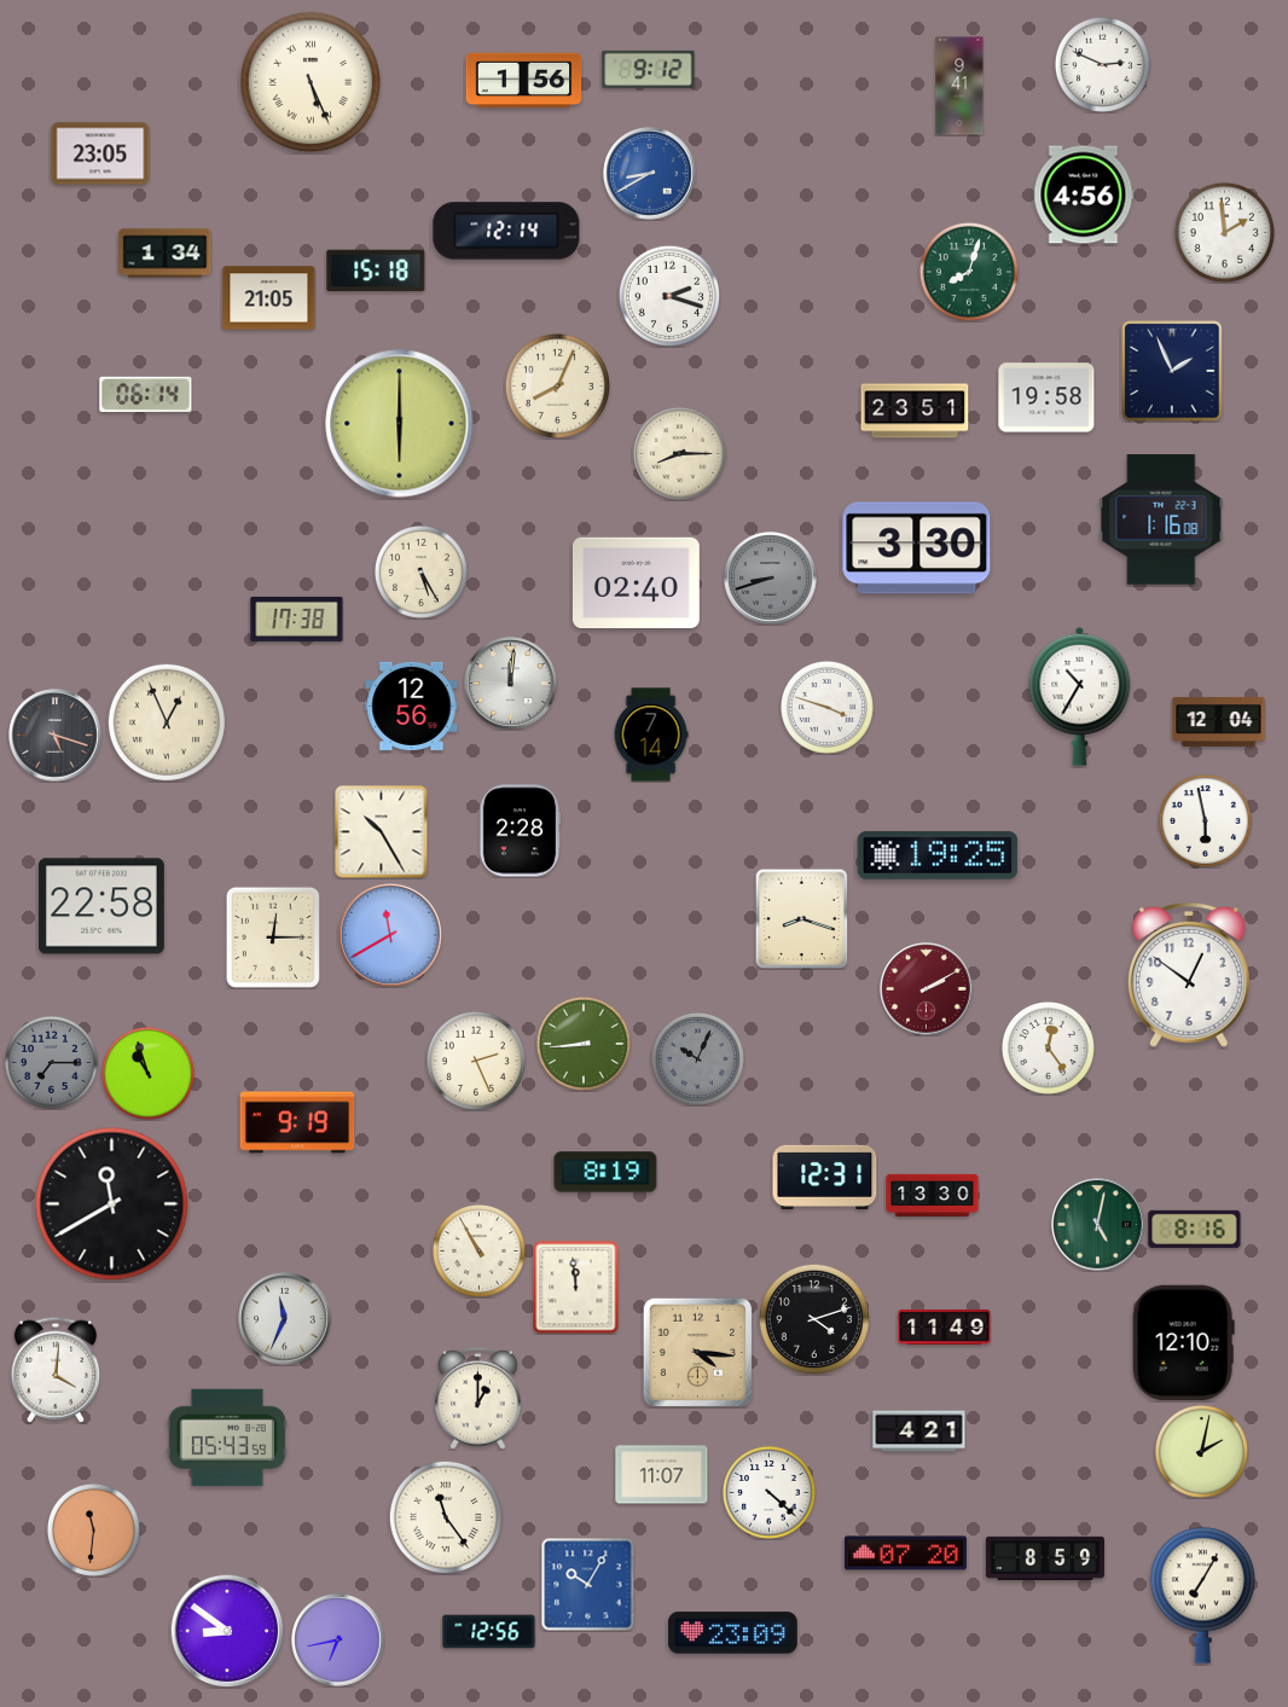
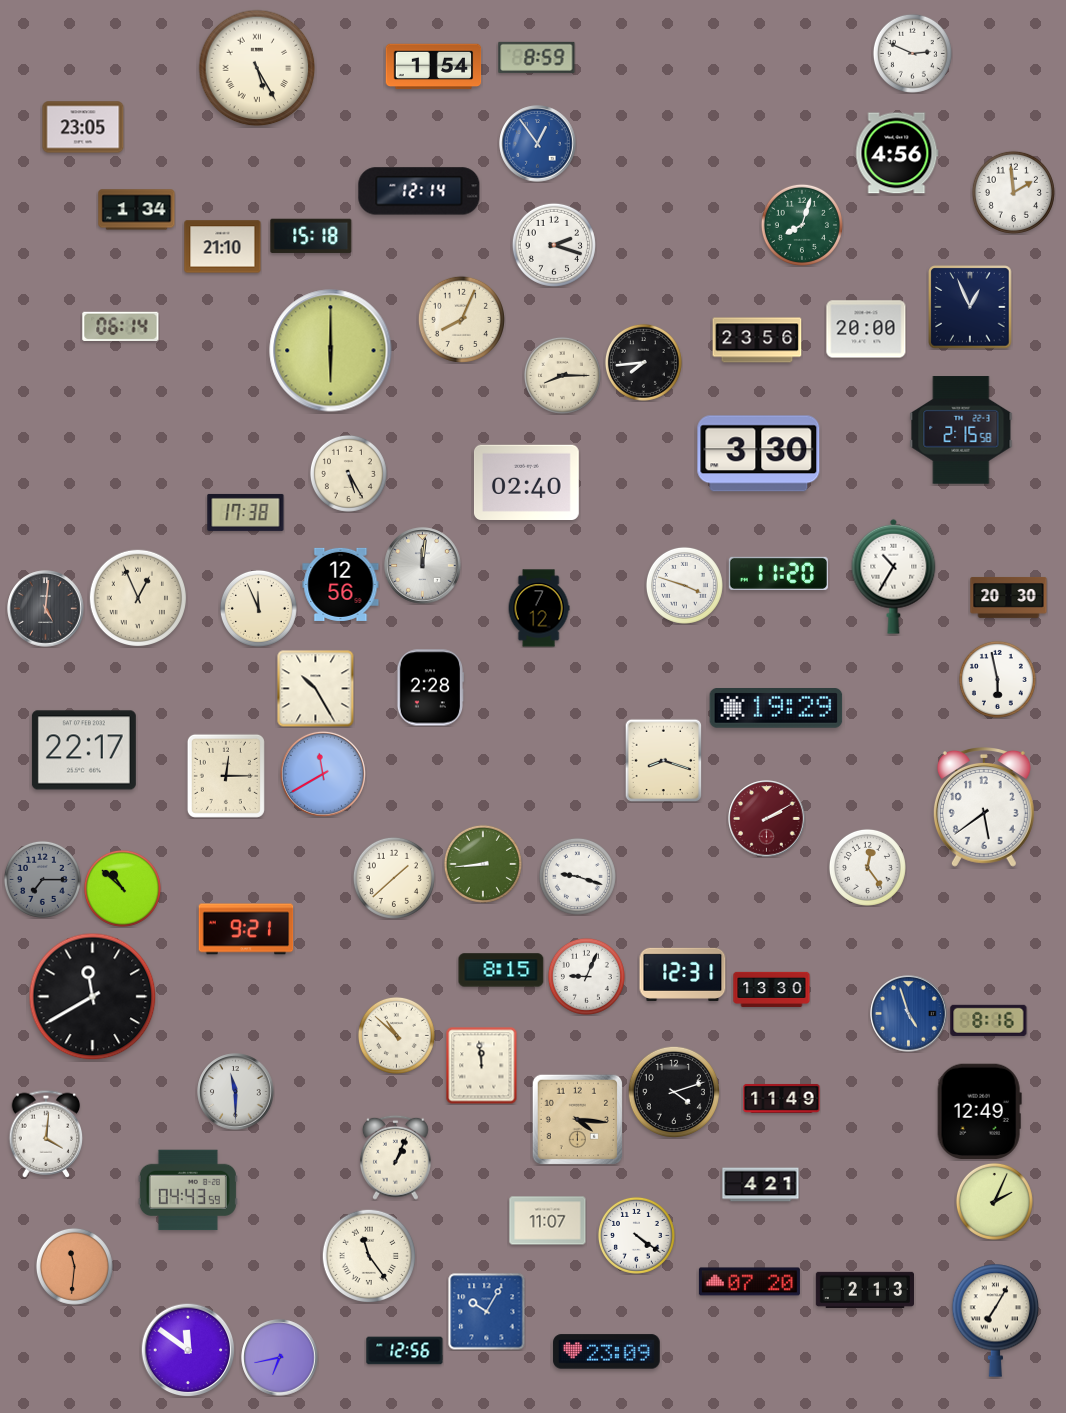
clock at (649, 69): 9:12 -> 8:59
clock at (524, 81): 1:56 -> 1:54
clock at (311, 82): 5:26 -> 5:25
clock at (959, 86): 9:41 -> none
clock at (650, 174): 8:40 -> 12:54
clock at (1084, 194) position: (1084, 194) -> (897, 153)
clock at (376, 269) position: (376, 269) -> (311, 235)
clock at (269, 298): 21:05 -> 21:10
clock at (1172, 371): 1:56 -> 12:56
clock at (1046, 397): 19:58 -> 20:00
clock at (915, 411): 23:51 -> 23:56
clock at (643, 362): none -> 7:44
clock at (1161, 519): 1:16 -> 2:15
clock at (771, 579): 8:42 -> none
clock at (778, 573): none -> 11:20
clock at (1219, 721): 12:04 -> 20:30
clock at (258, 608): none -> 11:56
clock at (651, 735): 7:14 -> 7:12
clock at (56, 736): 5:18 -> 5:01
clock at (938, 857): 19:25 -> 19:29
clock at (101, 906): 22:58 -> 22:17
clock at (1189, 976): 12:51 -> 5:39
clock at (697, 1058): 10:04 -> 9:18
clock at (697, 1058) dial: grey -> white
clock at (476, 1061): 2:26 -> 1:38
clock at (147, 1073): 10:57 -> 10:52
clock at (297, 1122): 9:19 -> 9:21
clock at (605, 1172): 8:19 -> 8:15
clock at (586, 976): none -> 9:04
clock at (1098, 1225): 5:02 -> 4:57
clock at (1098, 1225) dial: green -> blue
clock at (1195, 1229) position: (1195, 1229) -> (989, 1020)
clock at (478, 1250): 10:55 -> 10:52
clock at (576, 1287) position: (576, 1287) -> (482, 1065)
clock at (285, 1319): 11:34 -> 11:30
clock at (1183, 1342): 12:10 -> 12:49
clock at (477, 1398): 1:00 -> 1:04
clock at (227, 1438): 05:43 -> 04:43
clock at (1201, 1451): 2:02 -> 2:04
clock at (768, 1492): 4:22 -> 4:21
clock at (93, 1529) position: (93, 1529) -> (74, 1266)
clock at (905, 1554) position: (905, 1554) -> (749, 1282)
clock at (1044, 1557): 8:59 -> 2:13
clock at (227, 1631): 8:51 -> 11:51
